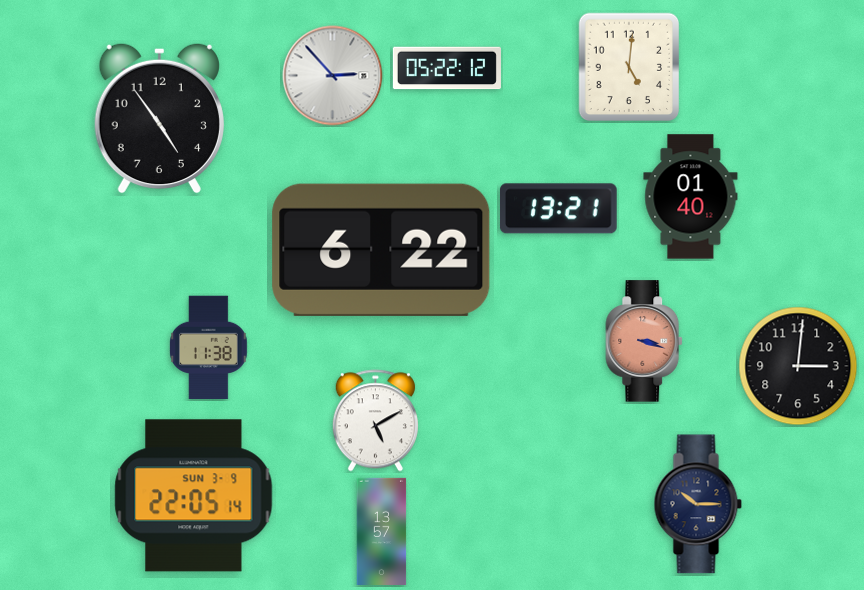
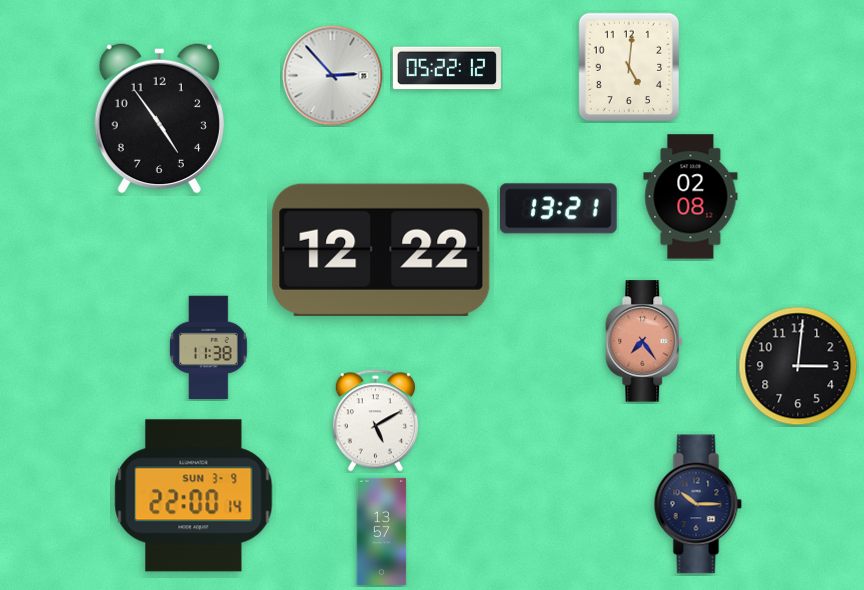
clock at (691, 197): 01:40 -> 02:08
clock at (381, 250): 6:22 -> 12:22
clock at (645, 341): 3:18 -> 7:24
clock at (194, 496): 22:05 -> 22:00
